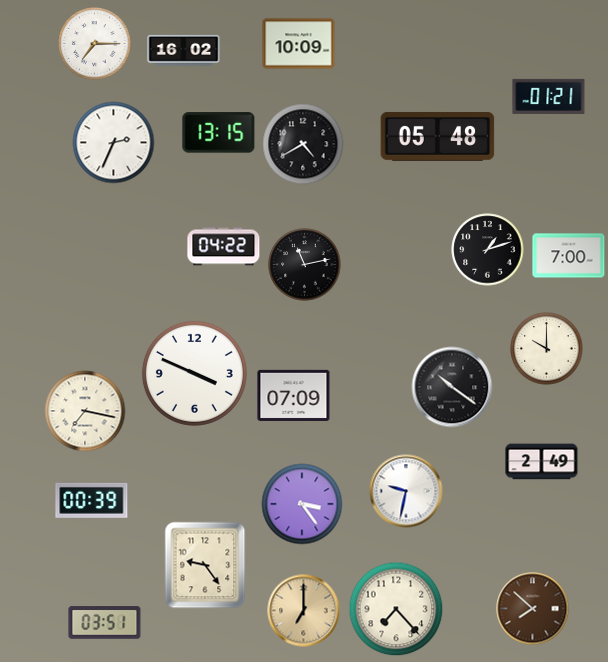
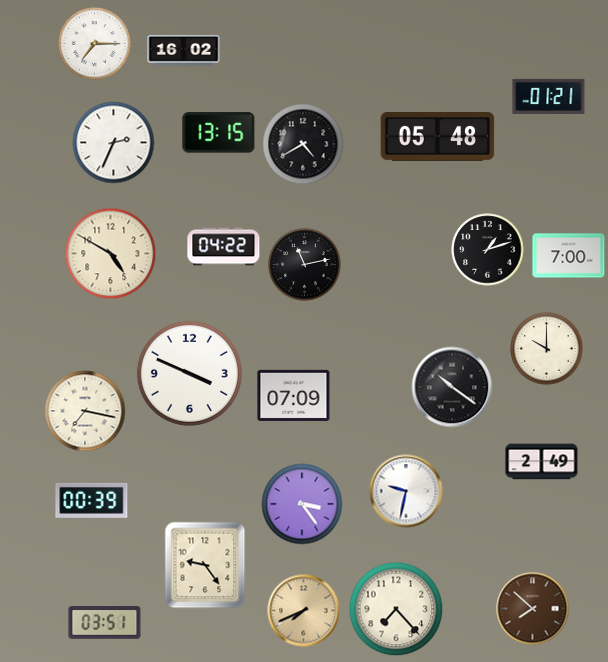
clock at (299, 44): 10:09 -> none
clock at (111, 254): none -> 4:50
clock at (194, 373) position: (194, 373) -> (189, 373)
clock at (304, 611): 7:00 -> 7:41
